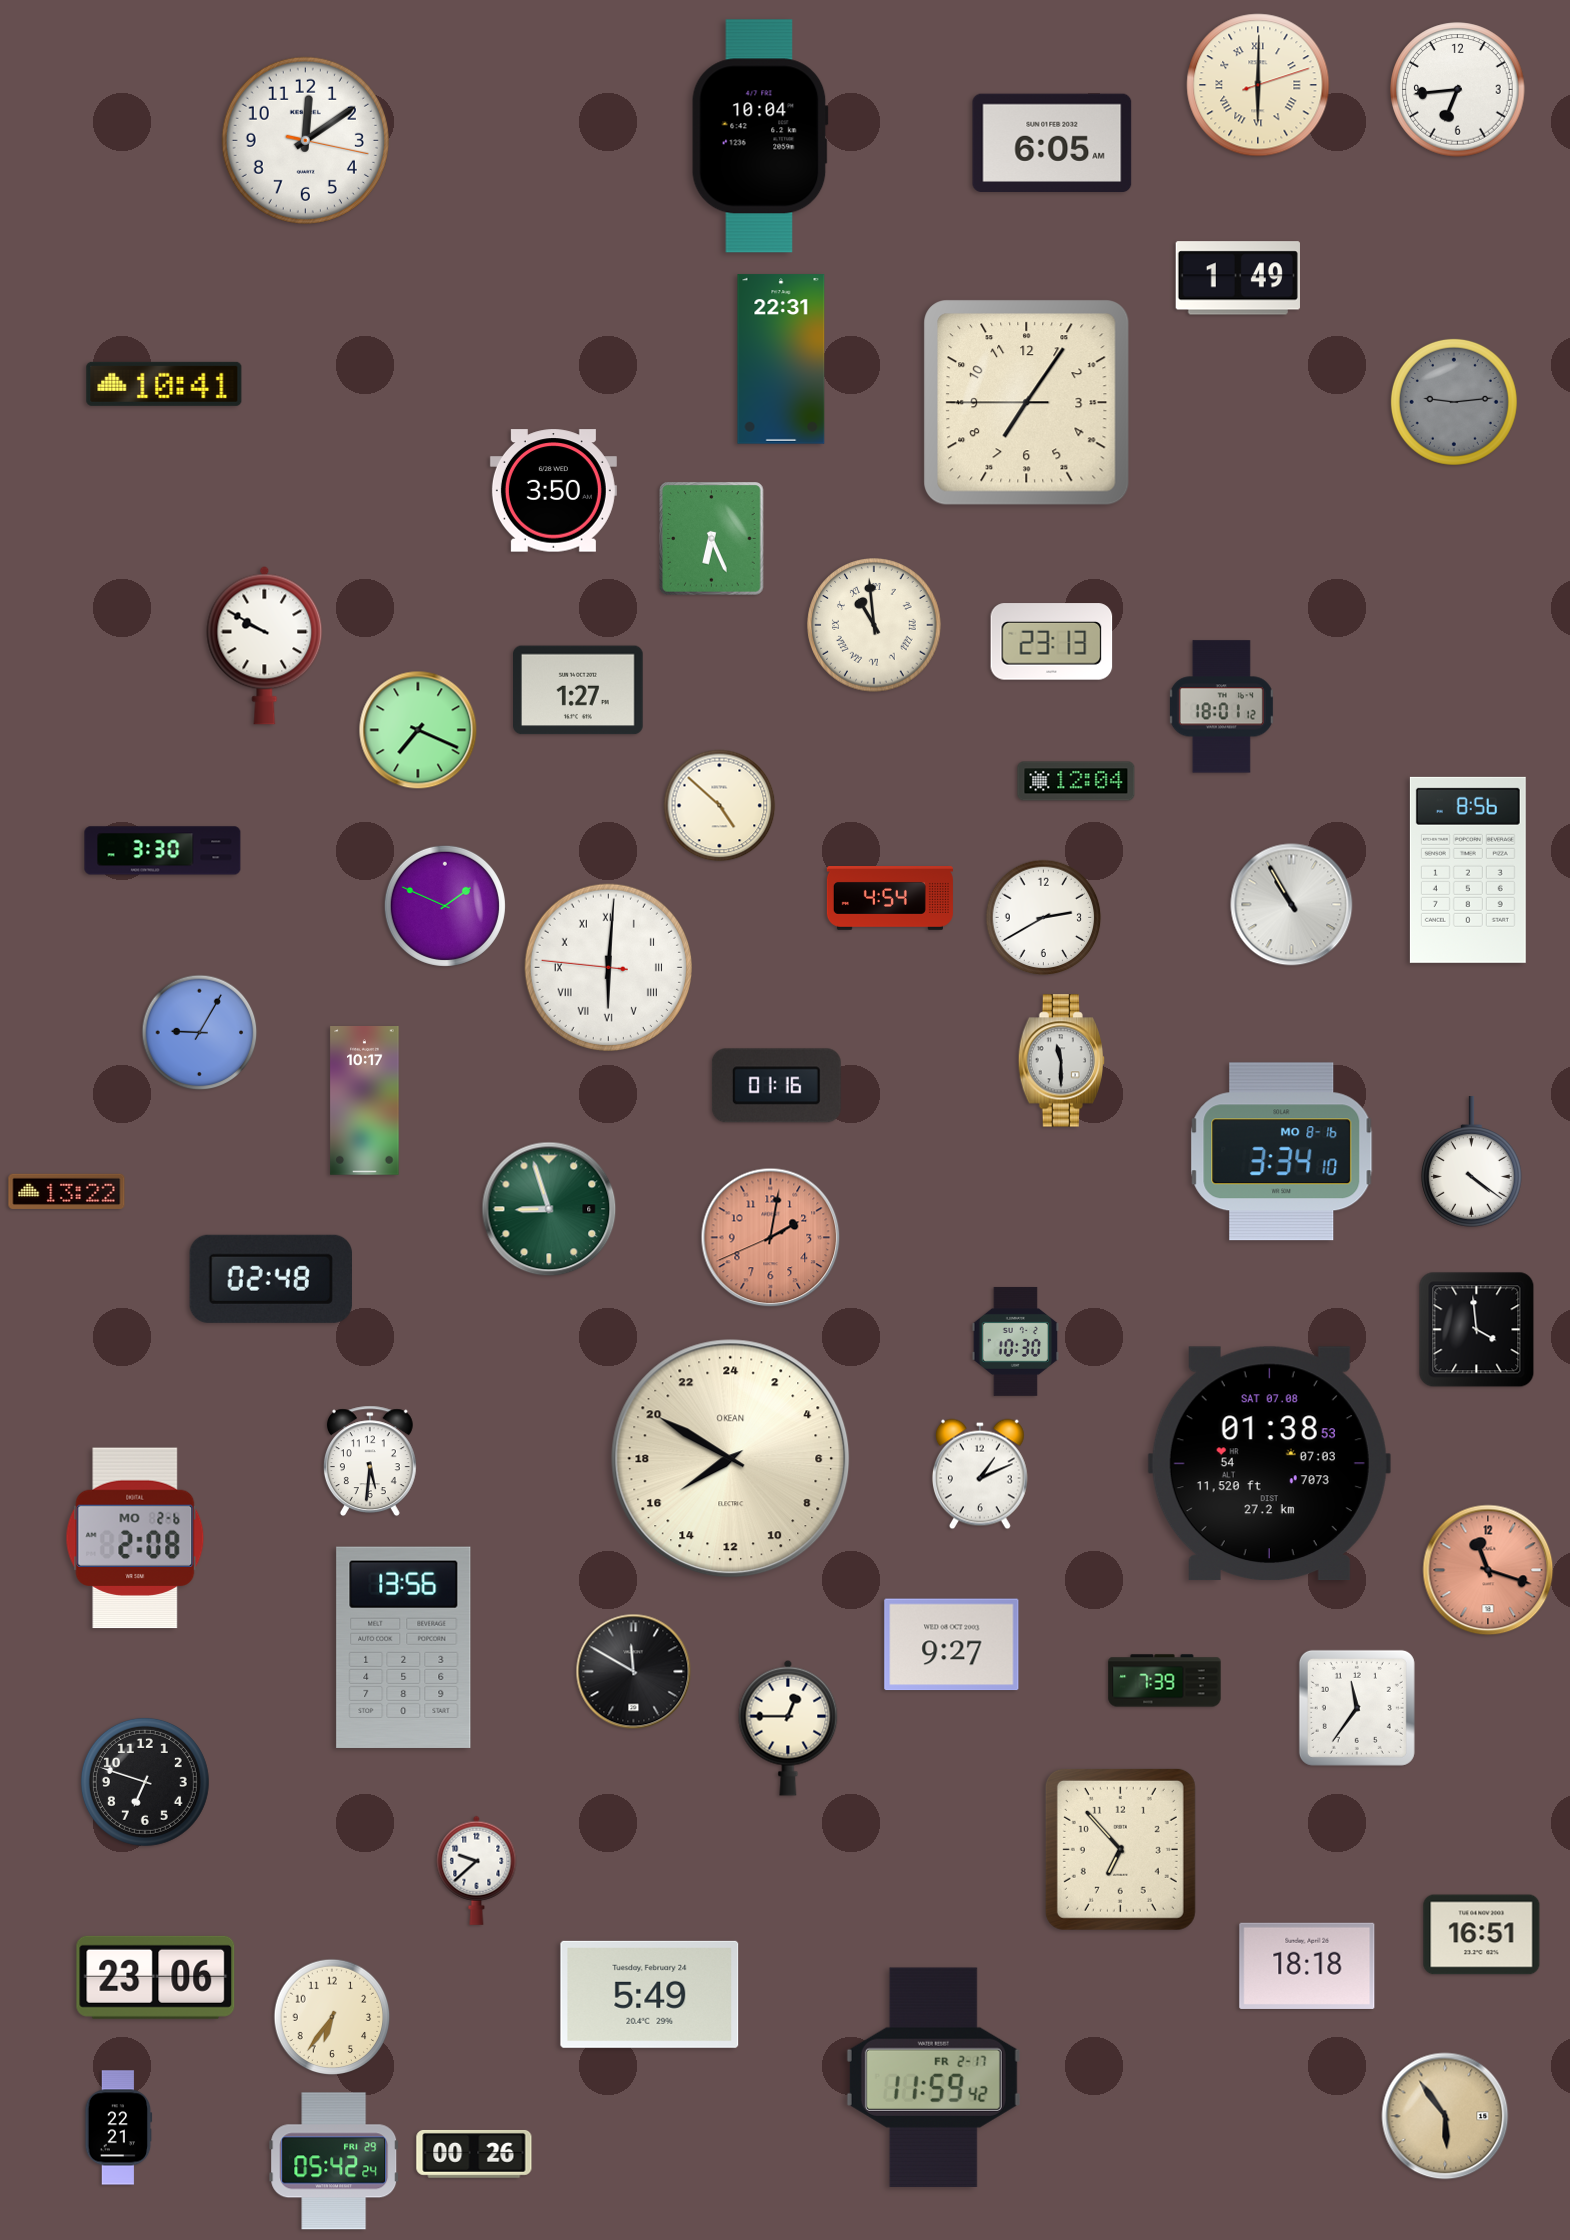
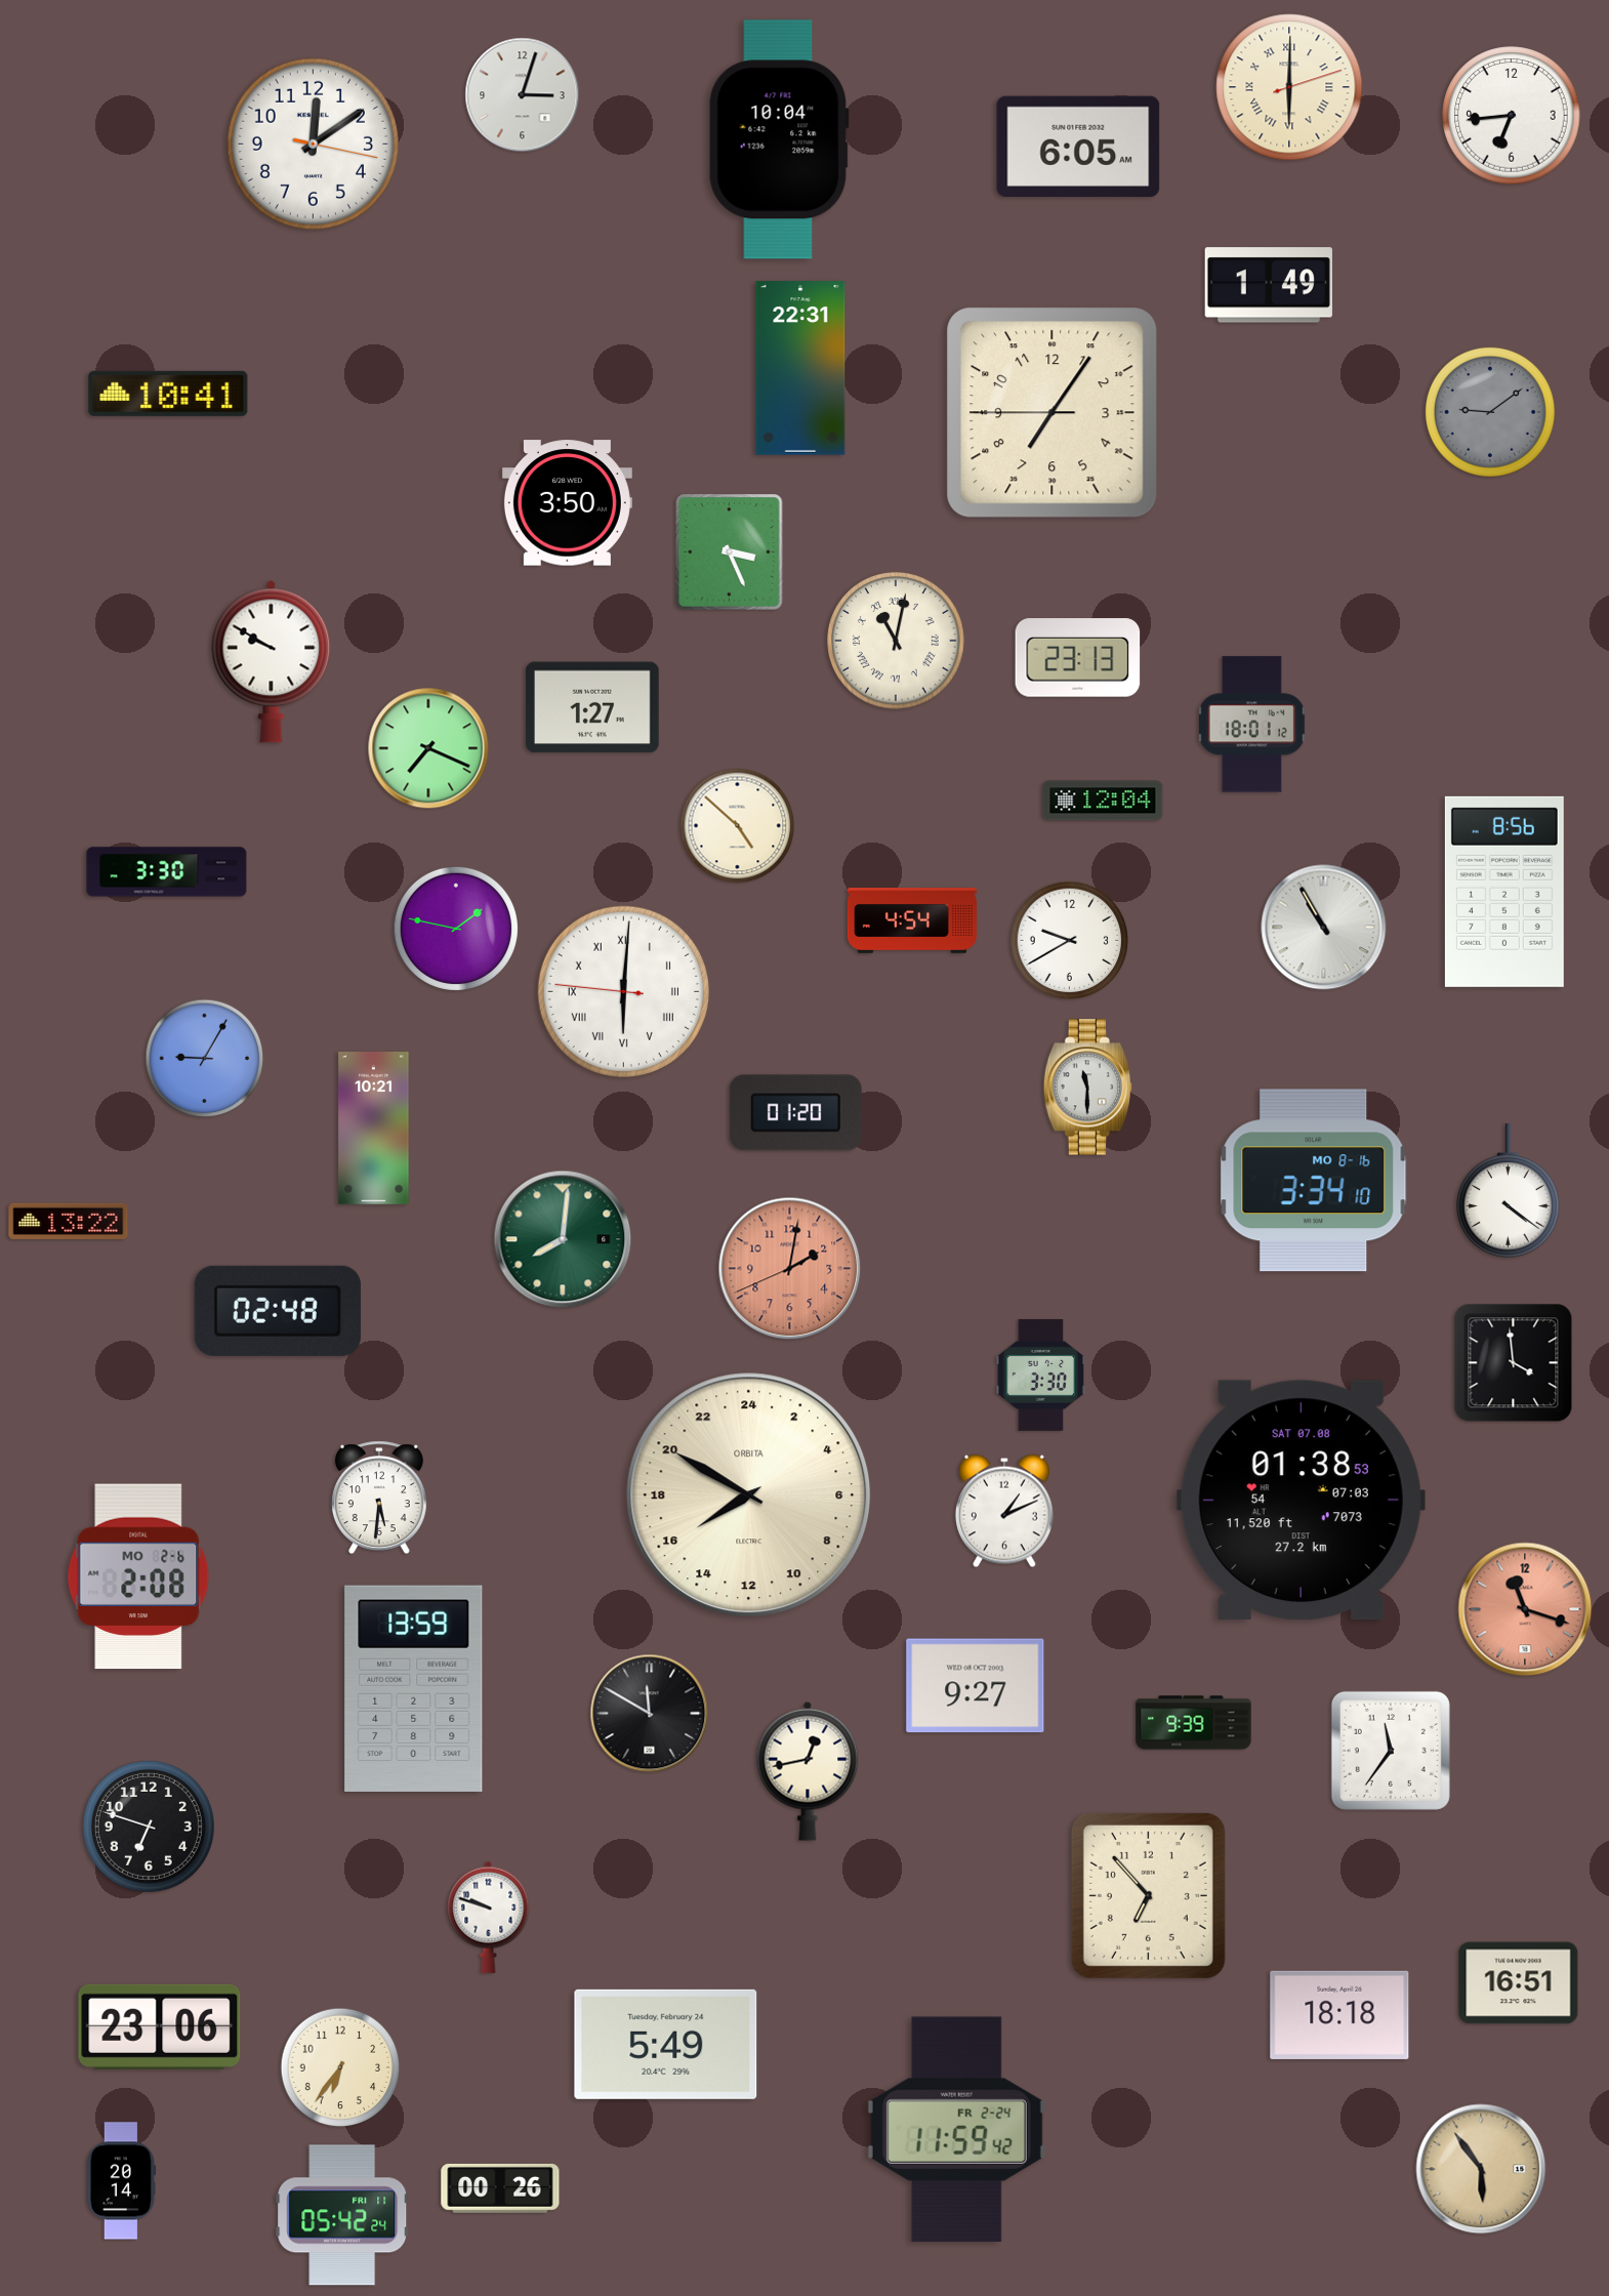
clock at (1458, 90) position: (1458, 90) -> (1512, 116)
clock at (523, 95): none -> 3:03
clock at (1454, 402): 9:14 -> 9:09
clock at (712, 539): 6:26 -> 3:26
clock at (874, 625): 10:59 -> 11:02
clock at (445, 906): 1:49 -> 1:47
clock at (1044, 918): 2:40 -> 9:40
clock at (776, 1086): 01:16 -> 01:20
clock at (365, 1101): 10:17 -> 10:21
clock at (549, 1209): 8:57 -> 8:01
clock at (1015, 1341): 10:30 -> 3:30
clock at (731, 1459) brand: OKEAN -> ORBITA
clock at (404, 1647): 13:56 -> 13:59
clock at (1165, 1681): 7:39 -> 9:39
clock at (788, 1728): 12:45 -> 12:43
clock at (477, 1870): 9:38 -> 9:48
clock at (933, 2077) date: FR 2-17 -> FR 2-24
clock at (119, 2128): 22:21 -> 20:14
clock at (474, 2154) position: (474, 2154) -> (500, 2188)
clock at (334, 2161) date: FRI 29 -> FRI 11
